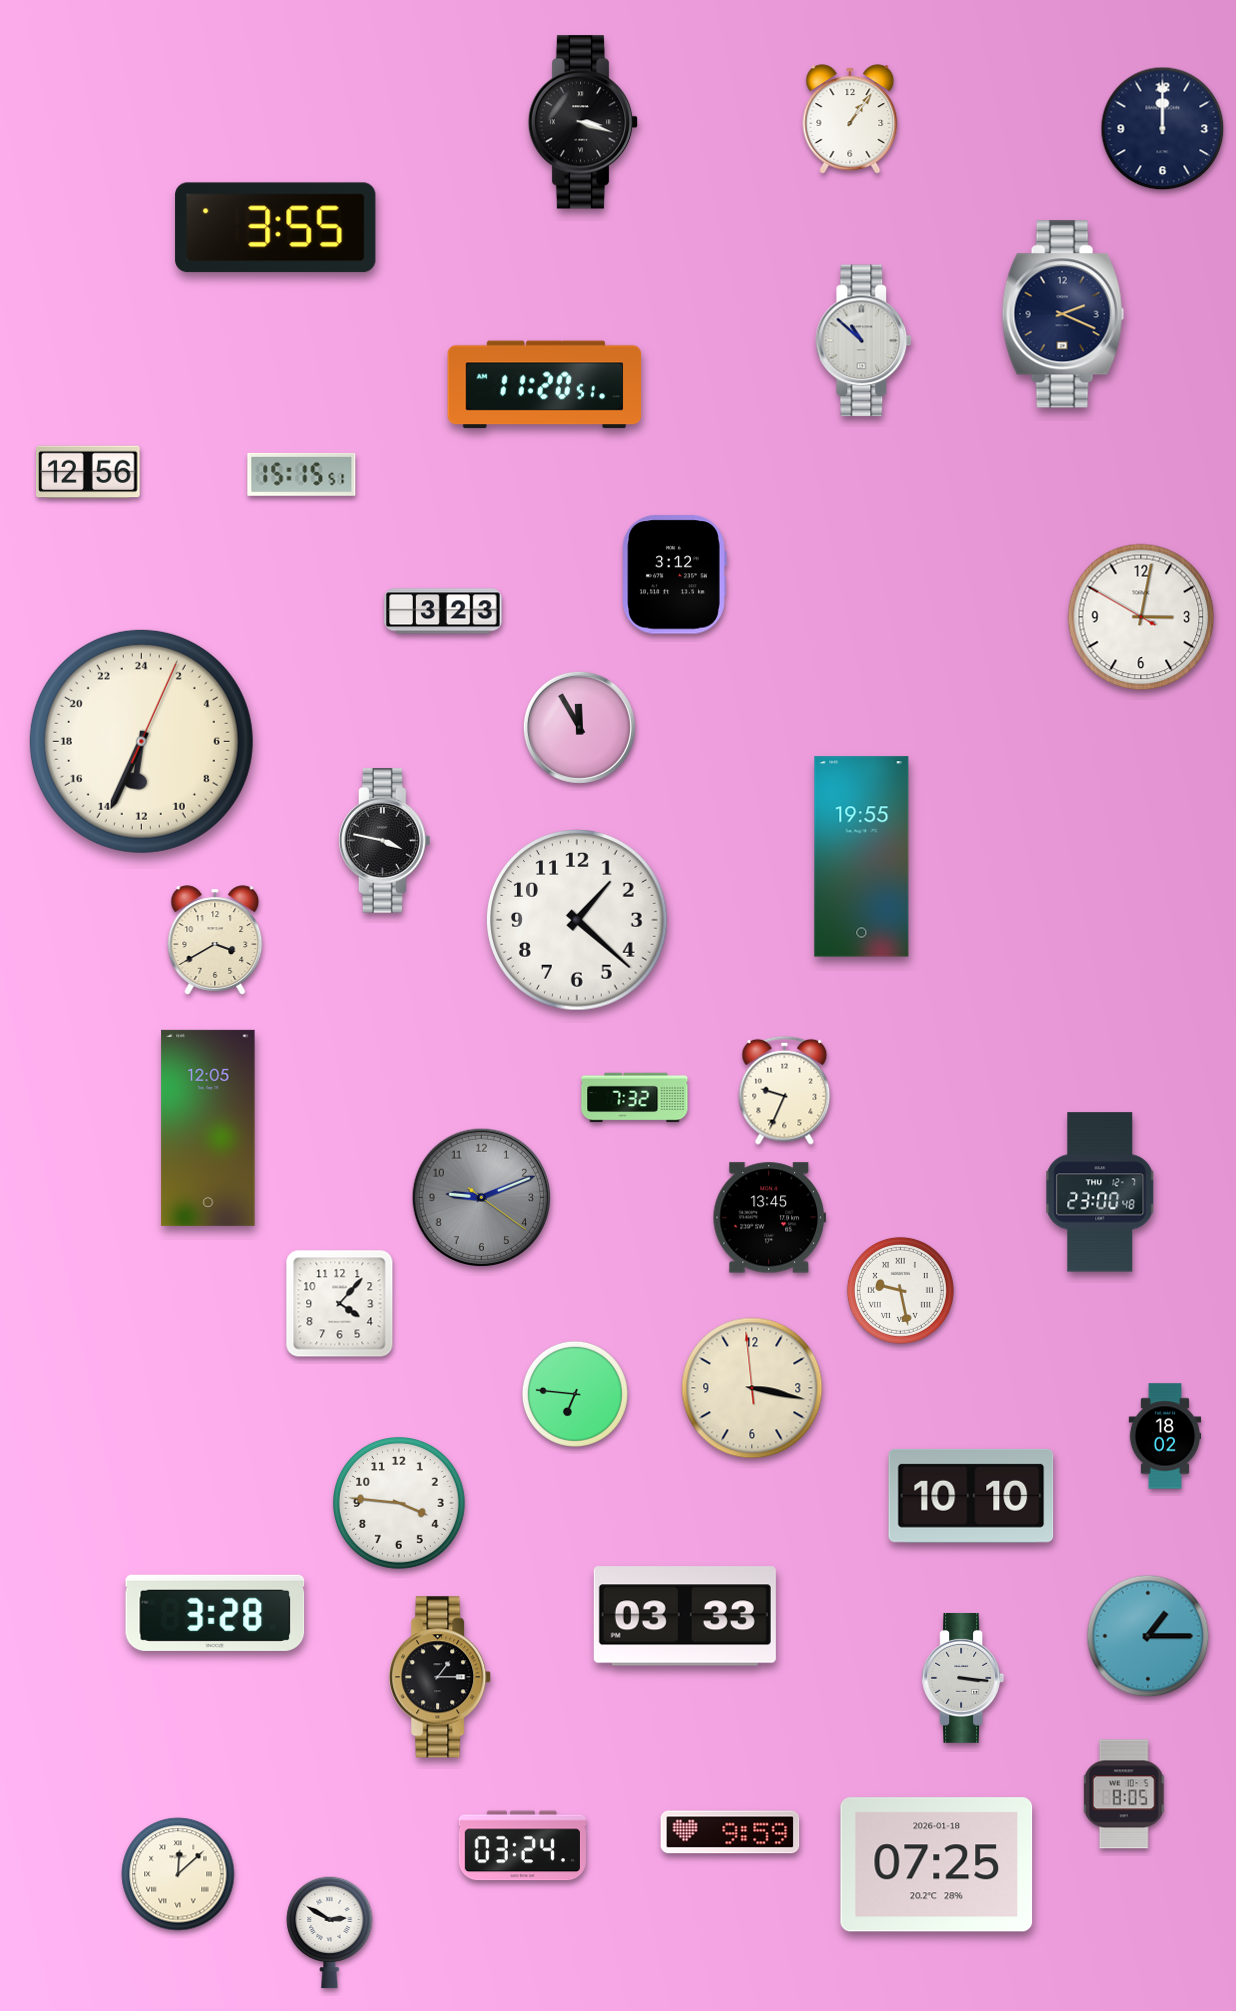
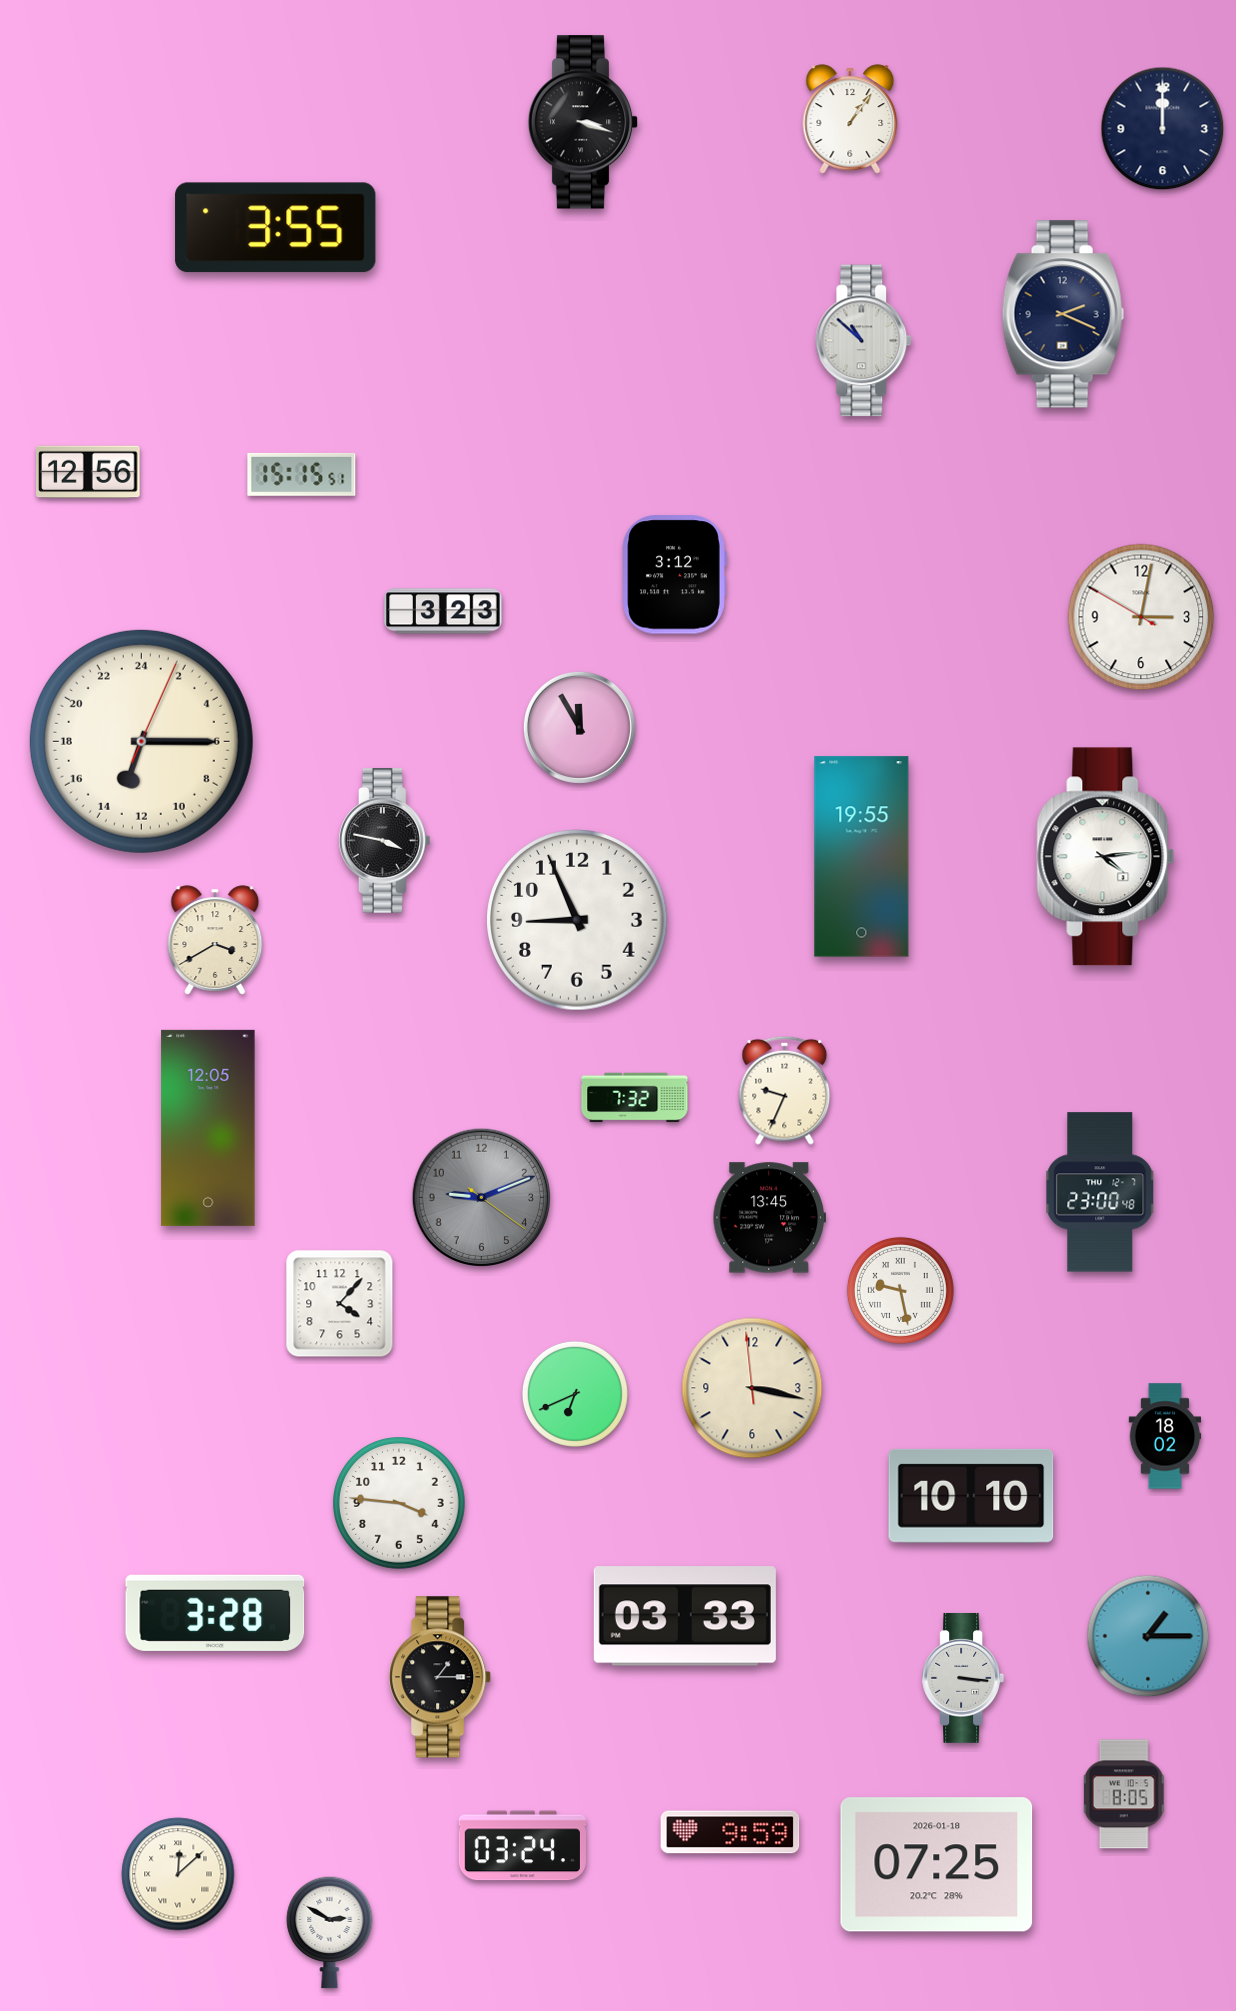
clock at (545, 385): 11:20 -> none
clock at (141, 741): 12:34 -> 13:15
clock at (1106, 857): none -> 4:14
clock at (577, 920): 1:22 -> 8:56
clock at (575, 1394): 6:46 -> 6:41
